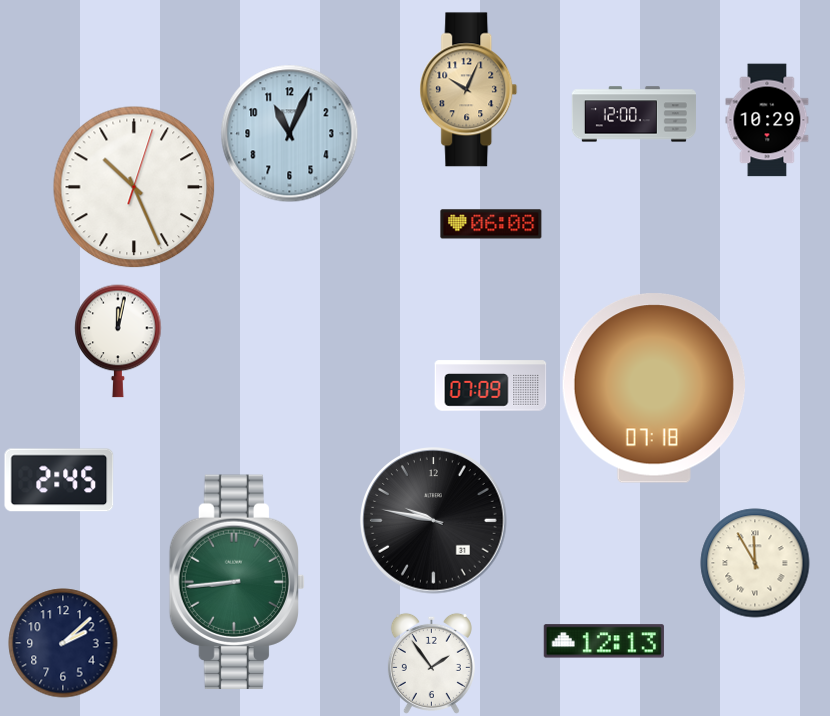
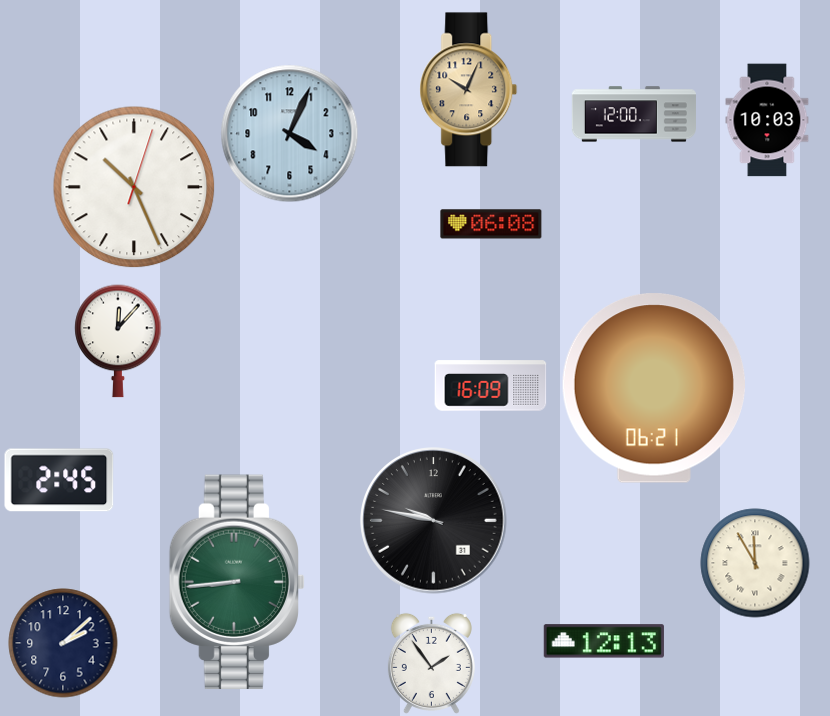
clock at (767, 120): 10:29 -> 10:03
clock at (290, 134): 11:04 -> 4:04
clock at (118, 341): 12:02 -> 12:07
clock at (491, 386): 07:09 -> 16:09
clock at (654, 388): 07:18 -> 06:21
